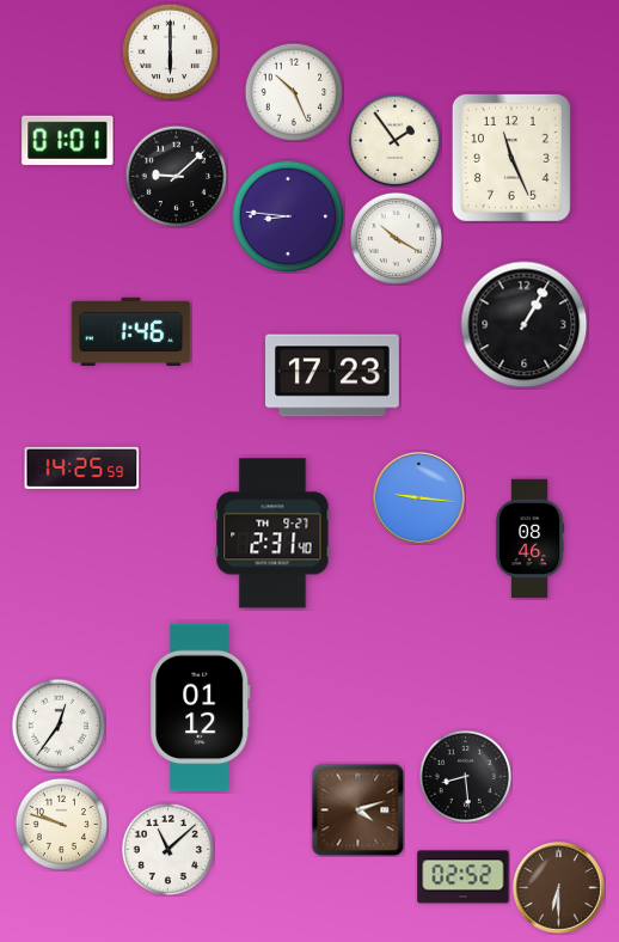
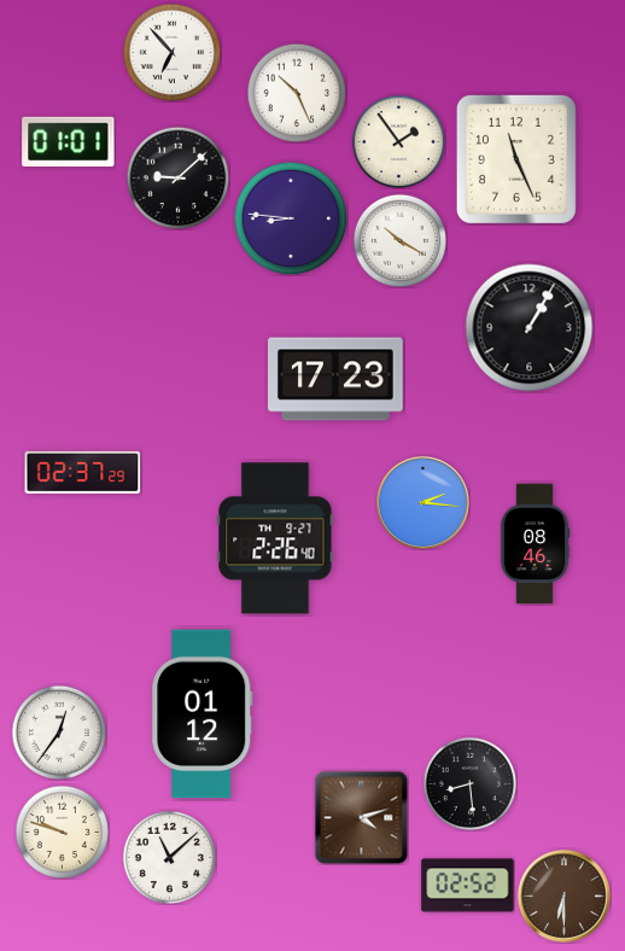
clock at (170, 51): 6:00 -> 6:53
clock at (131, 331): 1:46 -> none
clock at (82, 467): 14:25 -> 02:37
clock at (418, 497): 9:16 -> 2:16
clock at (272, 533): 2:31 -> 2:26
